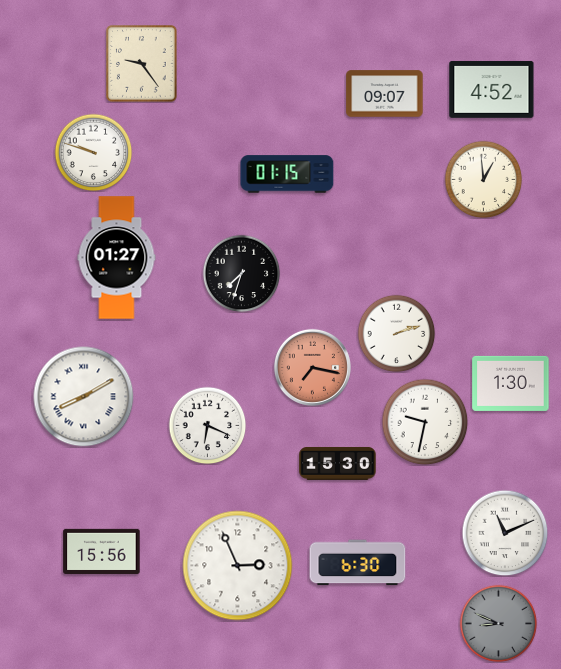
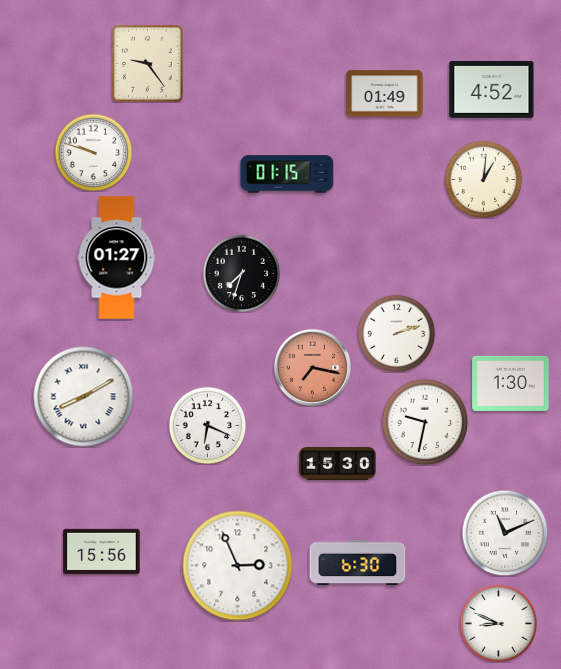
clock at (142, 64) position: (142, 64) -> (148, 64)
clock at (385, 94): 09:07 -> 01:49
clock at (483, 179): 12:59 -> 1:01
clock at (498, 623) dial: grey -> white
